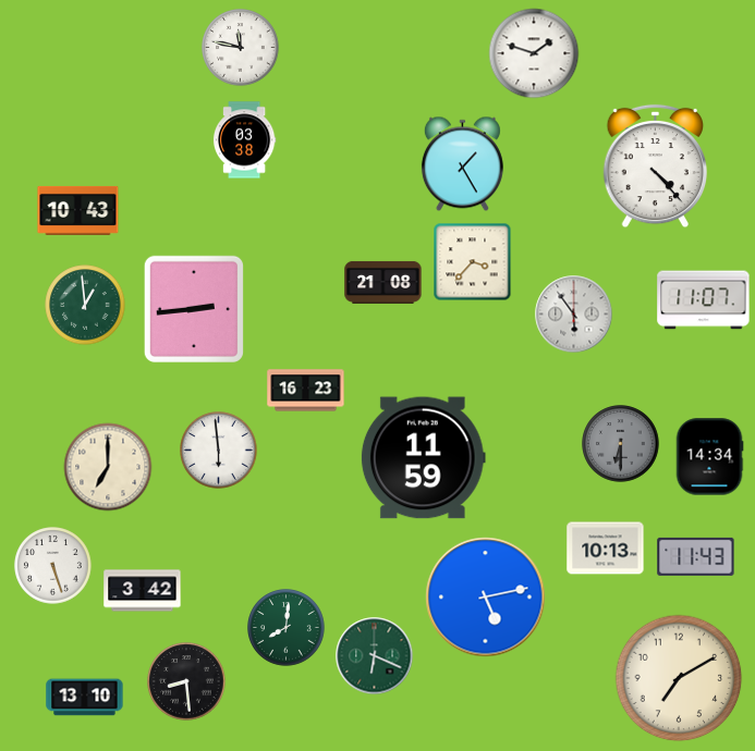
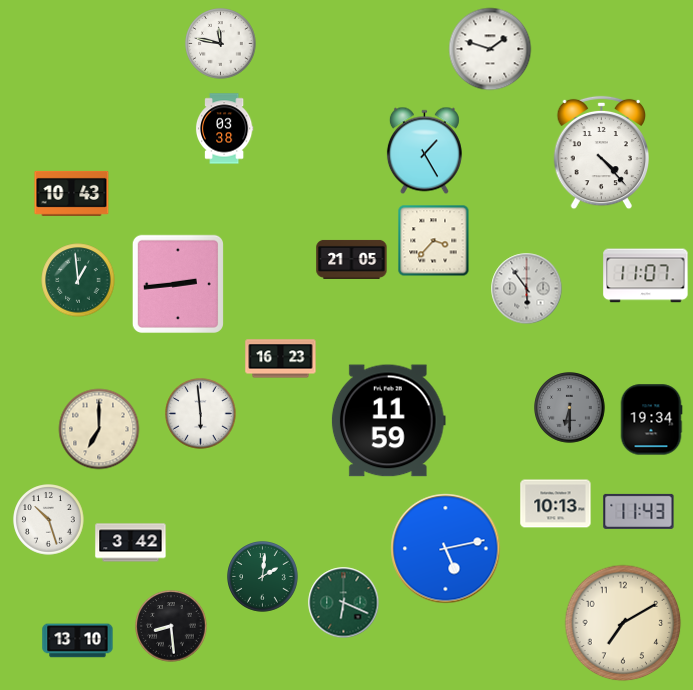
clock at (383, 282): 21:08 -> 21:05
clock at (709, 457): 14:34 -> 19:34
clock at (53, 566): 5:27 -> 10:27
clock at (287, 628): 8:01 -> 2:01
